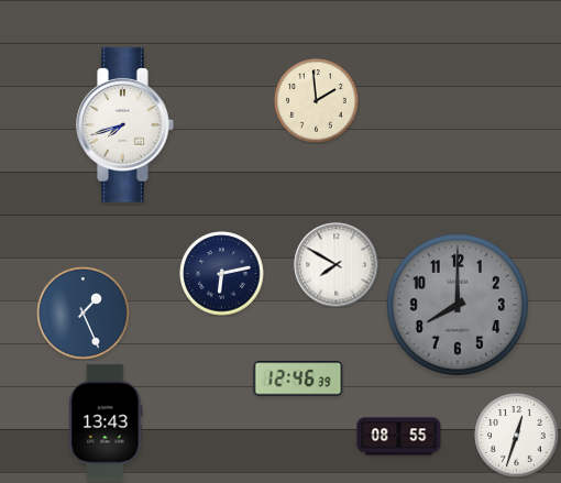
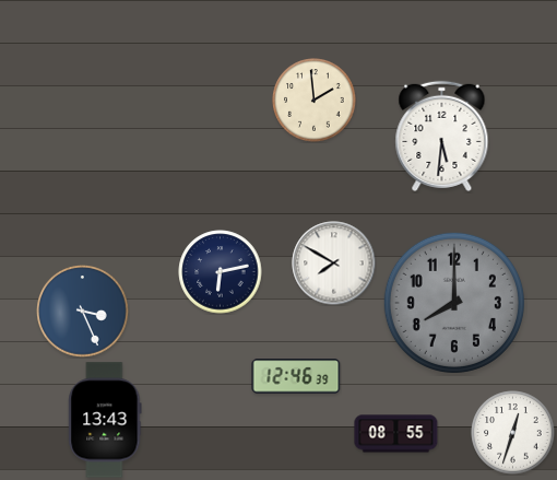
clock at (125, 125): 7:42 -> none
clock at (442, 136): none -> 5:31
clock at (84, 314): 1:26 -> 3:26
